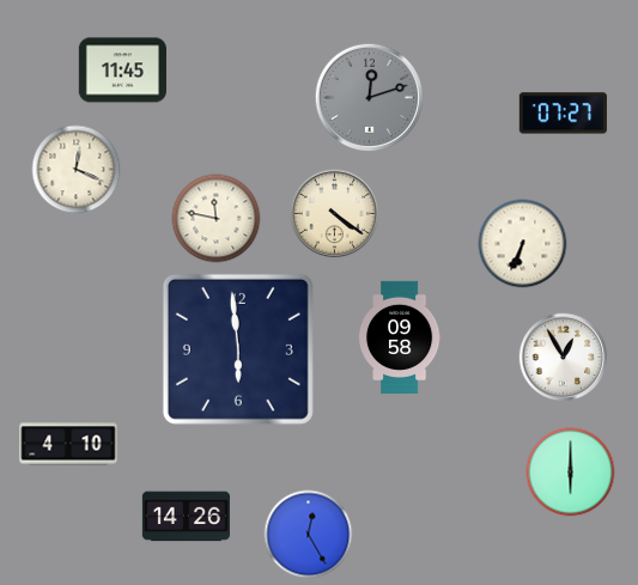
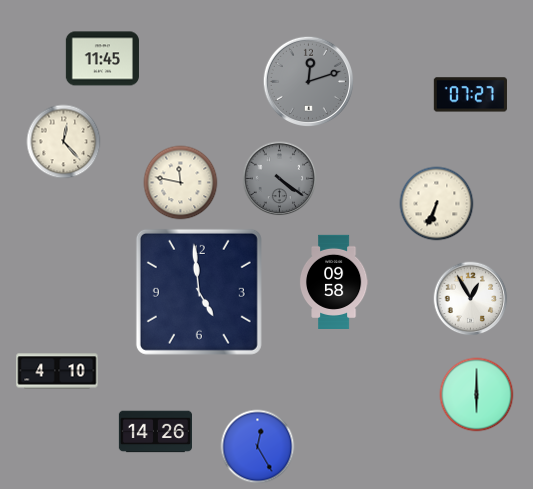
clock at (77, 170): 12:19 -> 12:23
clock at (335, 214) dial: cream -> grey
clock at (238, 349): 5:59 -> 4:59
